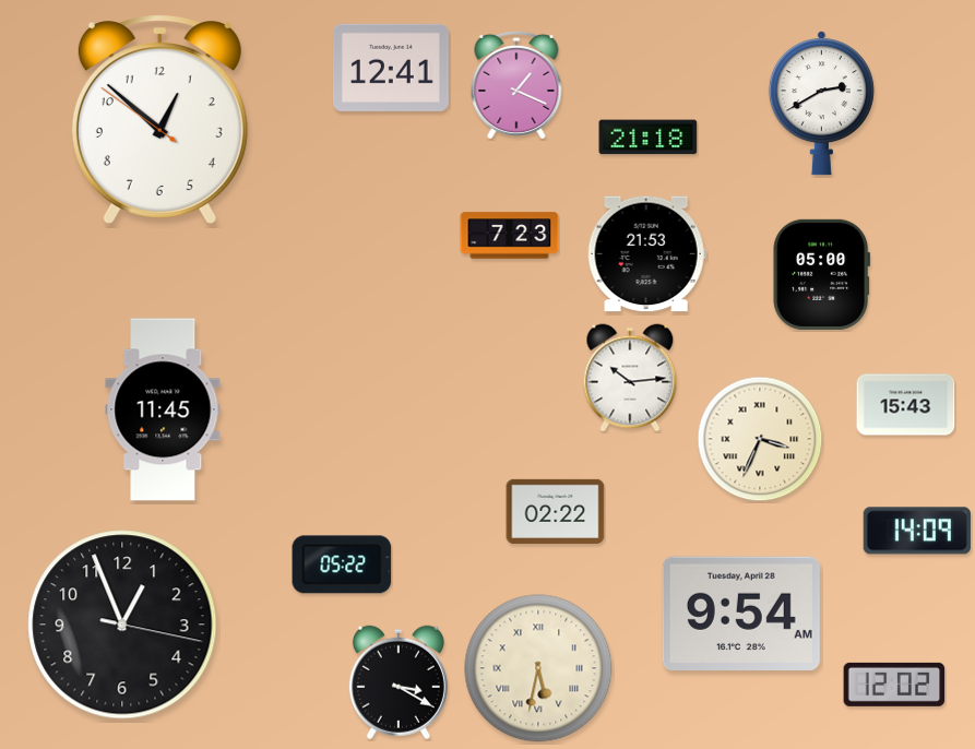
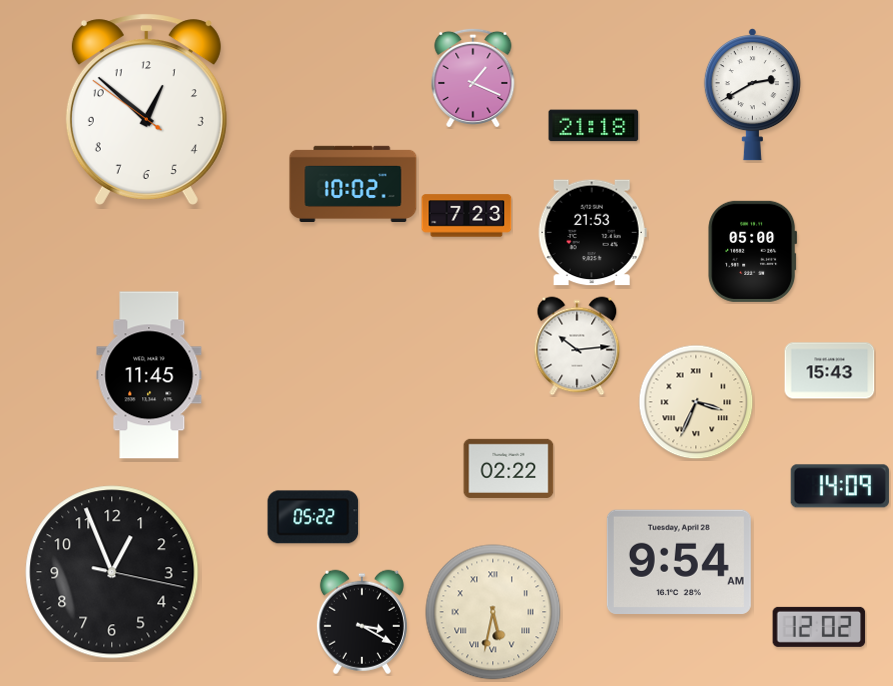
clock at (391, 68): 12:41 -> none
clock at (353, 183): none -> 10:02
clock at (399, 682) position: (399, 682) -> (362, 622)
